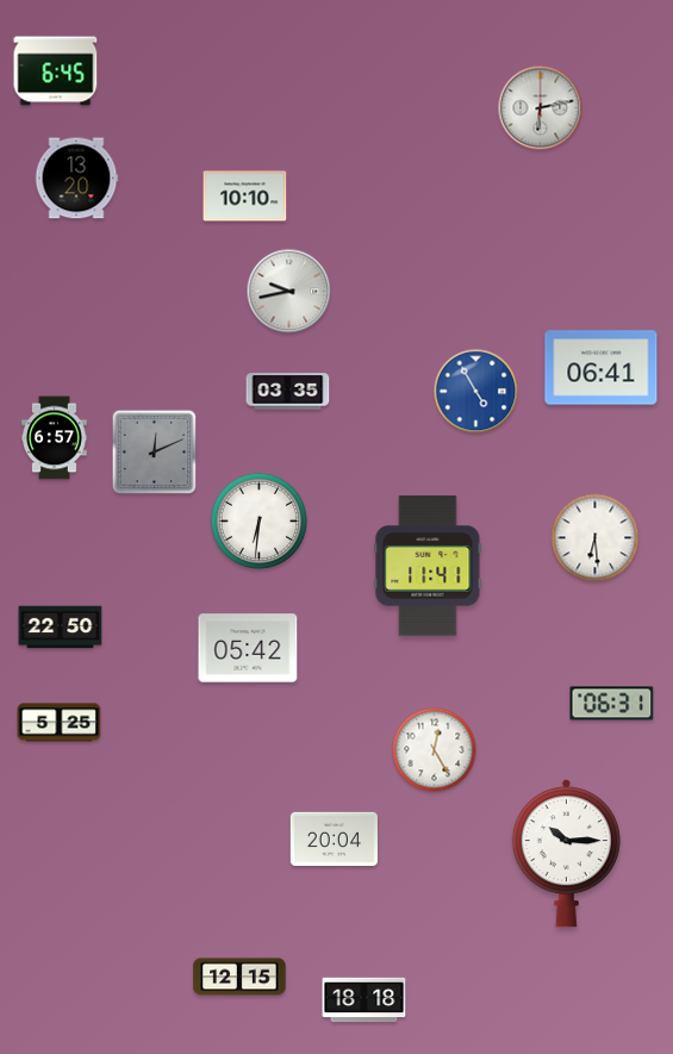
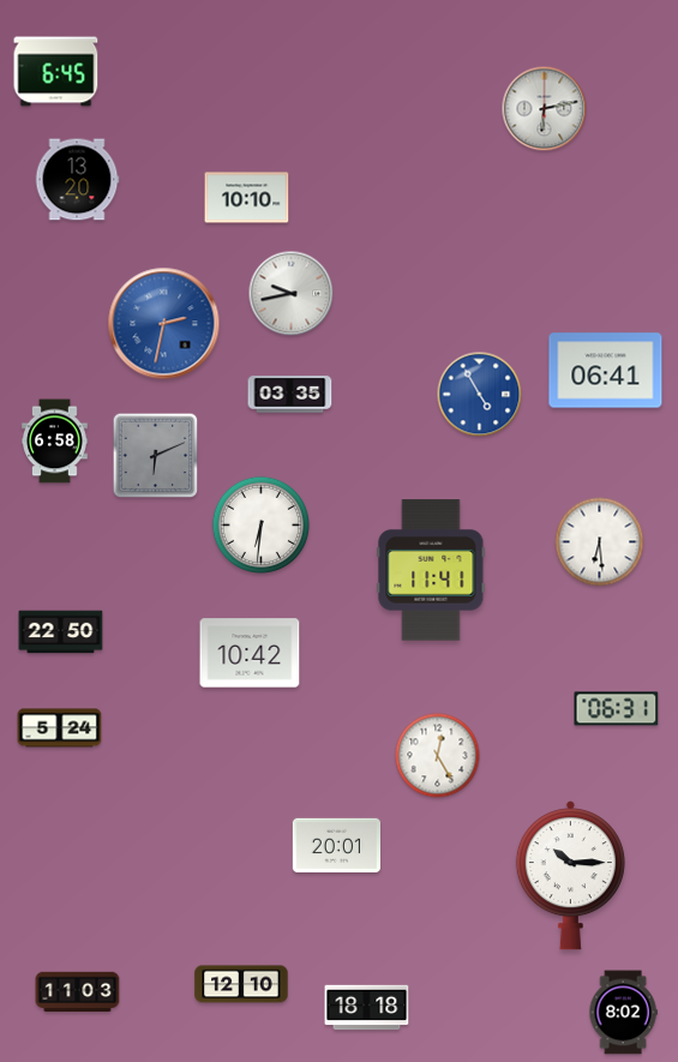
clock at (164, 324): none -> 2:32
clock at (55, 438): 6:57 -> 6:58
clock at (155, 453): 12:11 -> 6:11
clock at (248, 648): 05:42 -> 10:42
clock at (60, 723): 5:25 -> 5:24
clock at (334, 838): 20:04 -> 20:01
clock at (566, 854) position: (566, 854) -> (570, 876)
clock at (239, 977): 12:15 -> 12:10
clock at (78, 992): none -> 11:03
clock at (623, 1013): none -> 8:02
